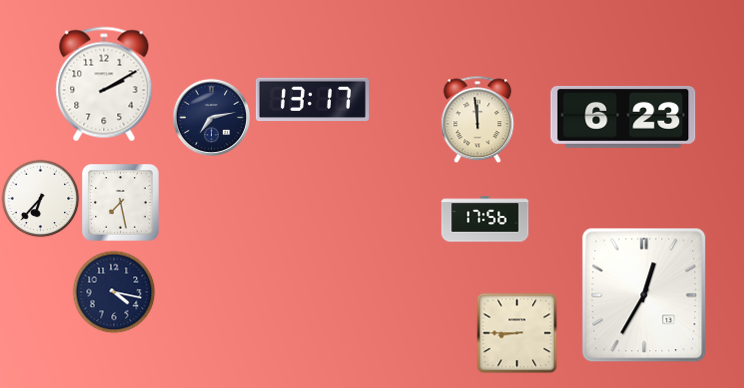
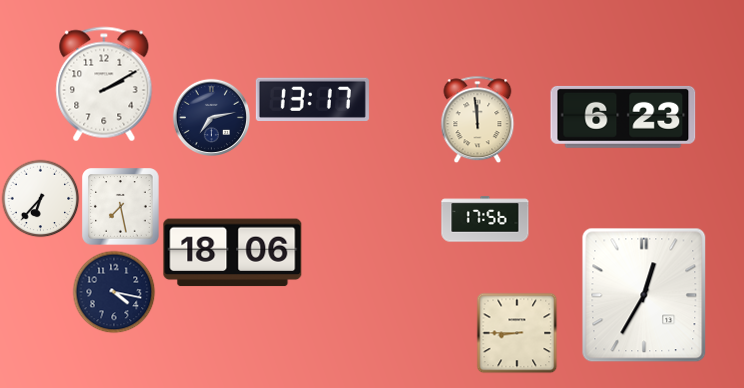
clock at (121, 203) position: (121, 203) -> (121, 207)
clock at (233, 253): none -> 18:06
